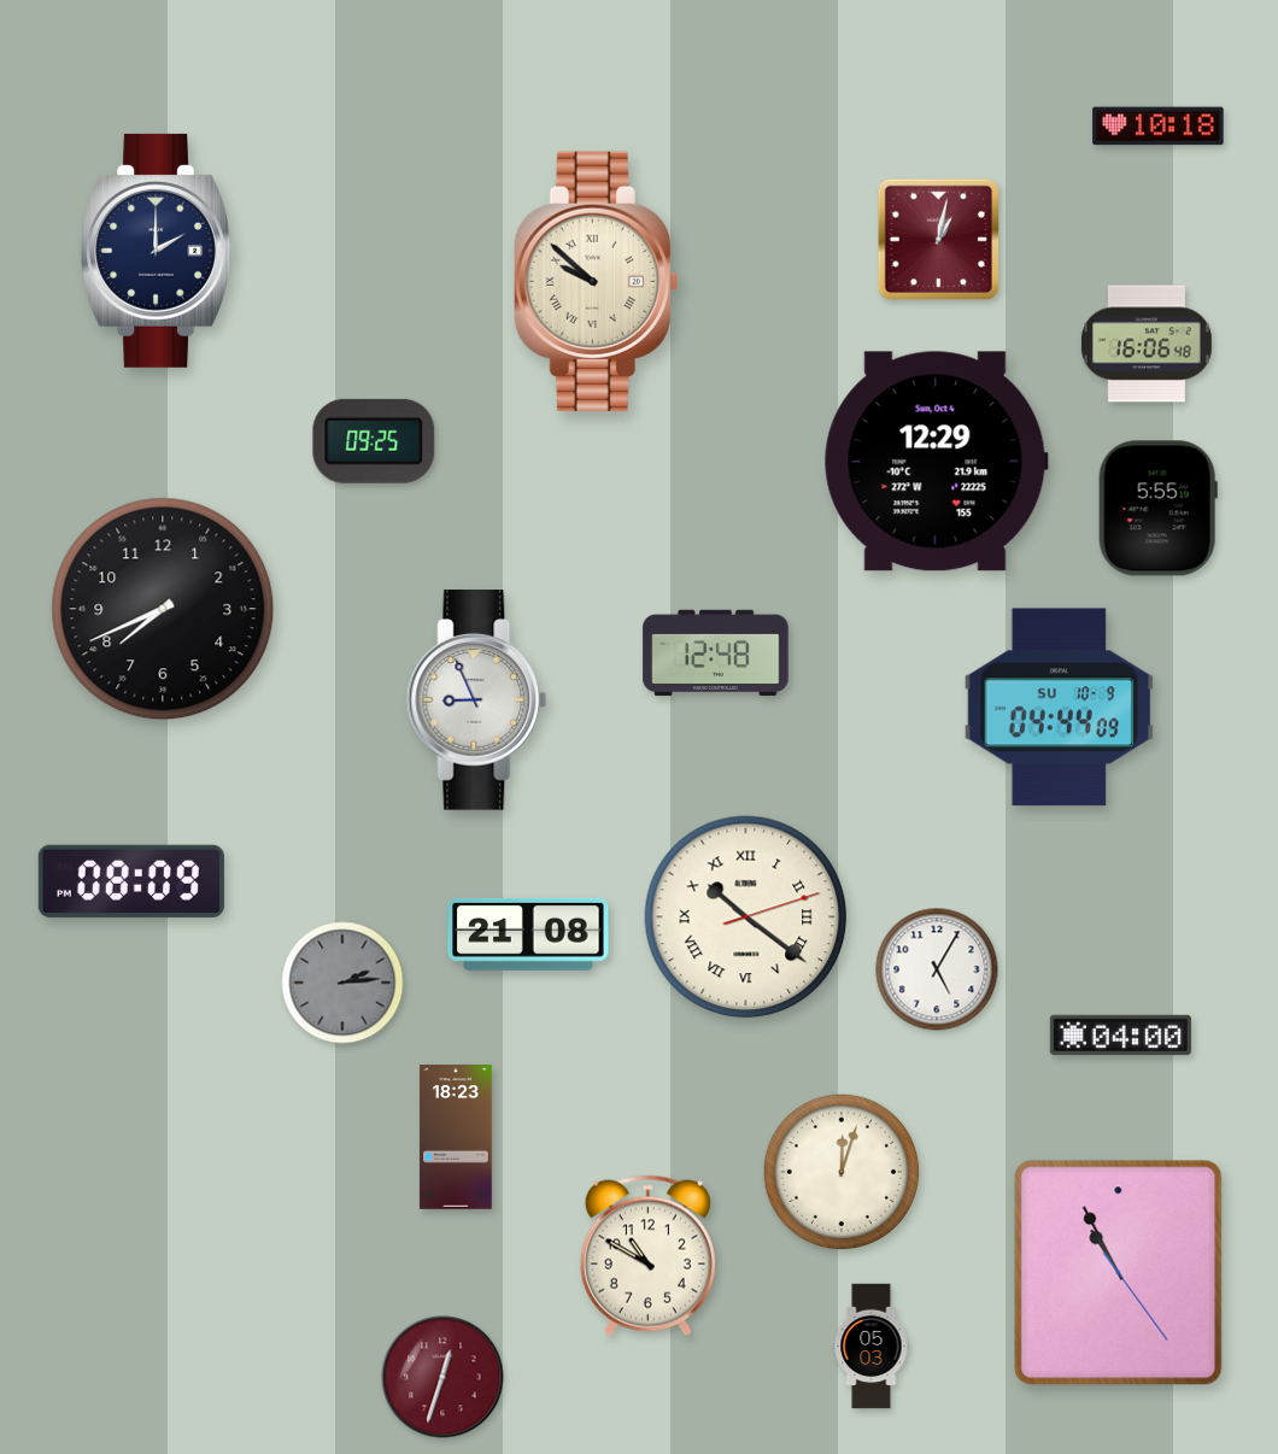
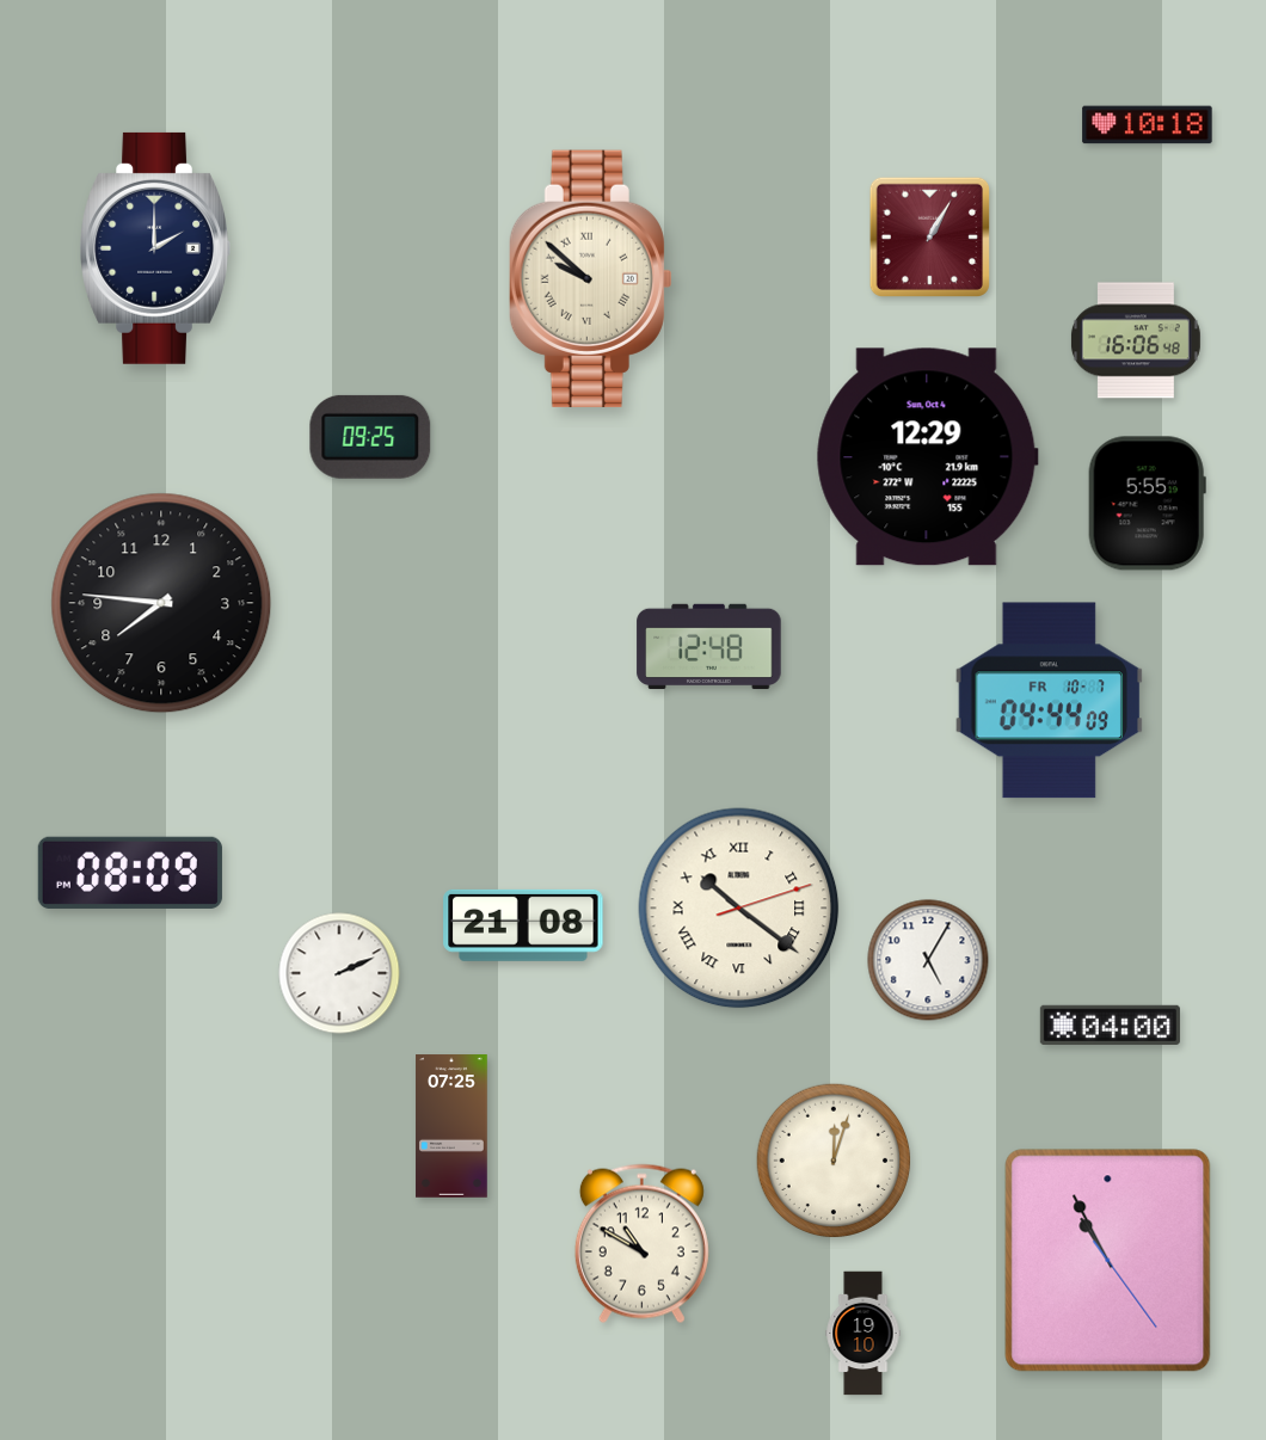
clock at (938, 239): 1:02 -> 1:05
clock at (163, 609): 7:41 -> 7:46
clock at (477, 700): 8:56 -> none
clock at (1059, 708) date: SU 10-9 -> FR 10-7
clock at (342, 983): 2:14 -> 2:11
clock at (342, 983) dial: grey -> white
clock at (456, 1137): 18:23 -> 07:25
clock at (872, 1347): 05:03 -> 19:10
clock at (442, 1377): 12:33 -> none
